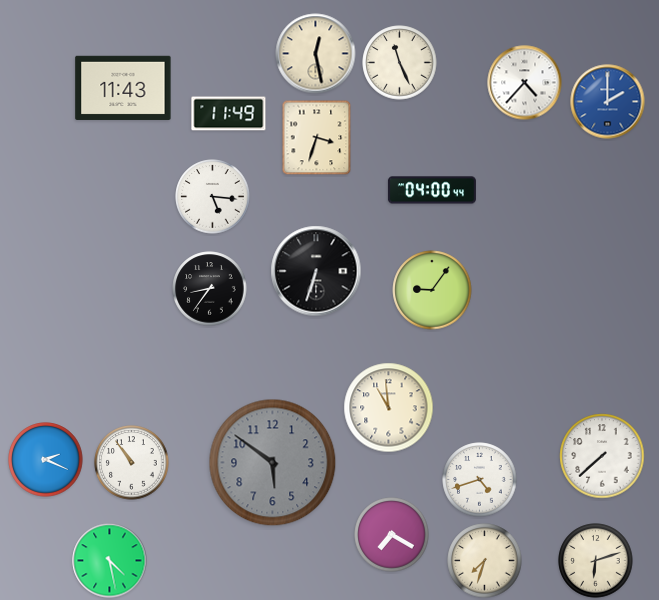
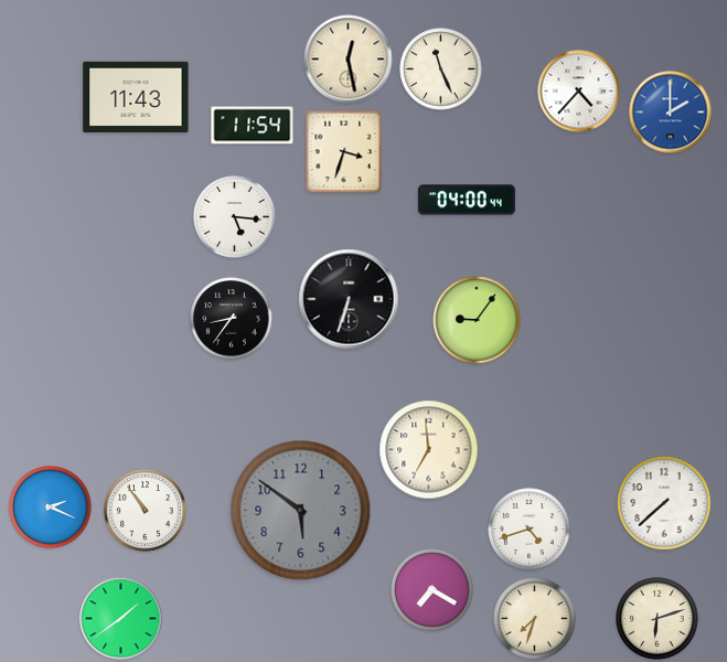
clock at (229, 114): 11:49 -> 11:54
clock at (317, 138) position: (317, 138) -> (344, 152)
clock at (432, 190) position: (432, 190) -> (467, 200)
clock at (389, 408): 10:59 -> 6:59
clock at (110, 561): 4:28 -> 1:39
